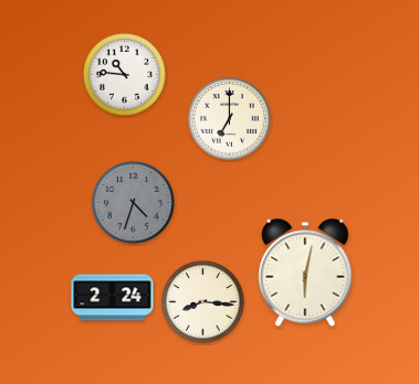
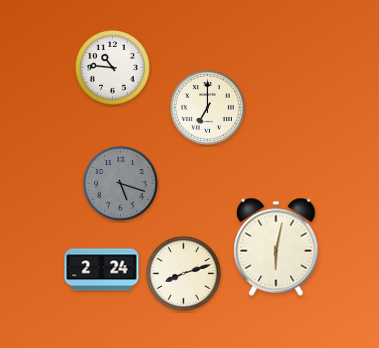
clock at (134, 203): 4:33 -> 5:18
clock at (203, 302): 8:16 -> 8:12
